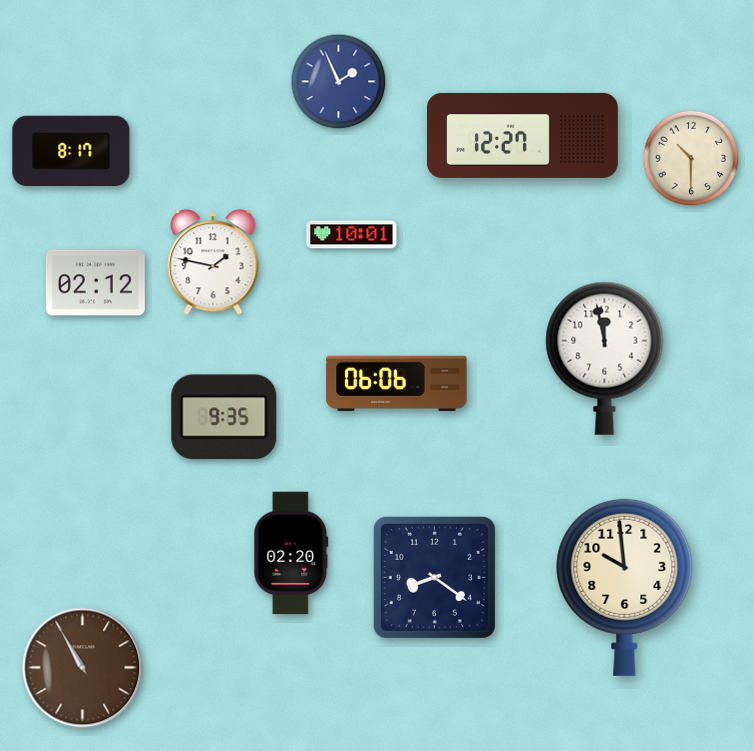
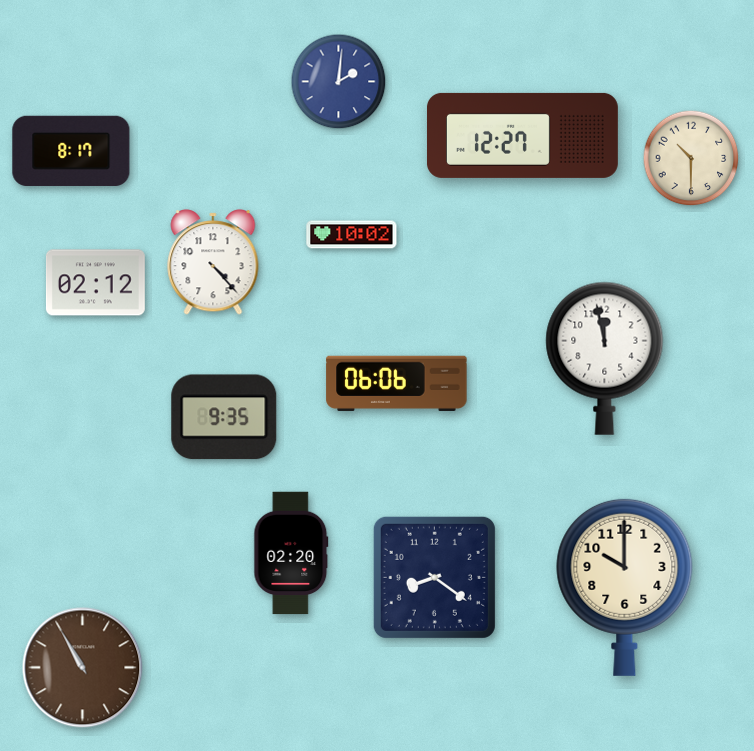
clock at (339, 82): 1:56 -> 2:01
clock at (352, 235): 10:01 -> 10:02
clock at (213, 262): 1:47 -> 4:23
clock at (625, 587): 9:59 -> 10:00
